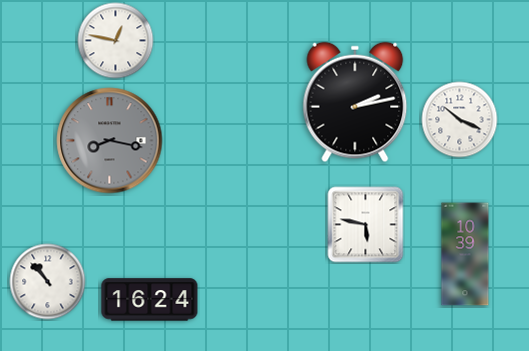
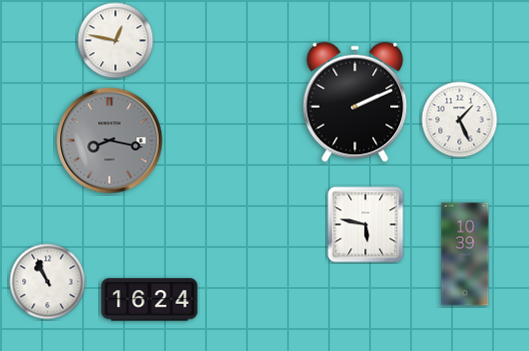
clock at (355, 102): 2:13 -> 2:11
clock at (460, 120): 10:19 -> 1:26
clock at (48, 282): 10:53 -> 10:56
